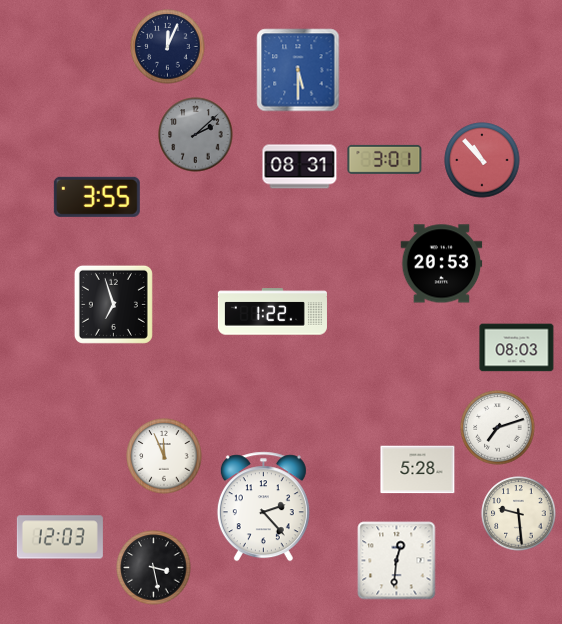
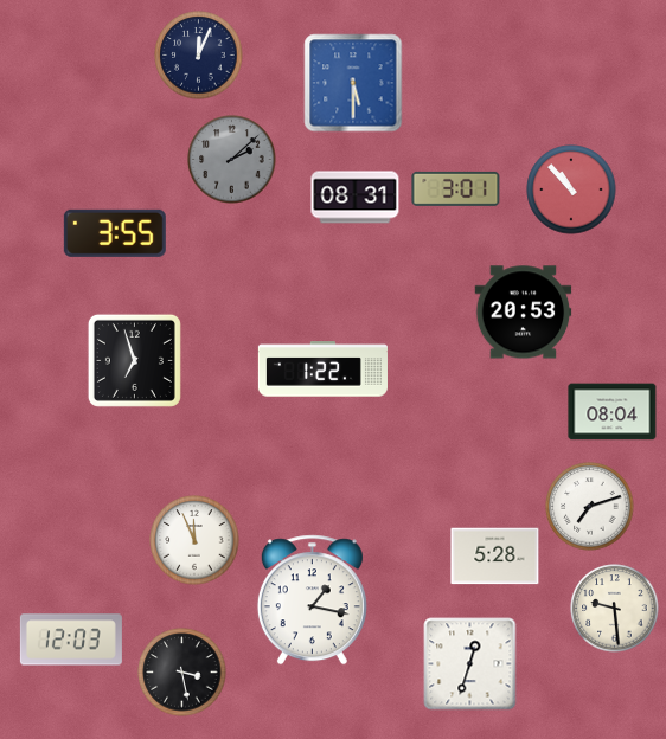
clock at (517, 348): 08:03 -> 08:04
clock at (263, 507): 2:23 -> 1:17
clock at (60, 537) position: (60, 537) -> (71, 640)
clock at (397, 561): 12:31 -> 12:33
